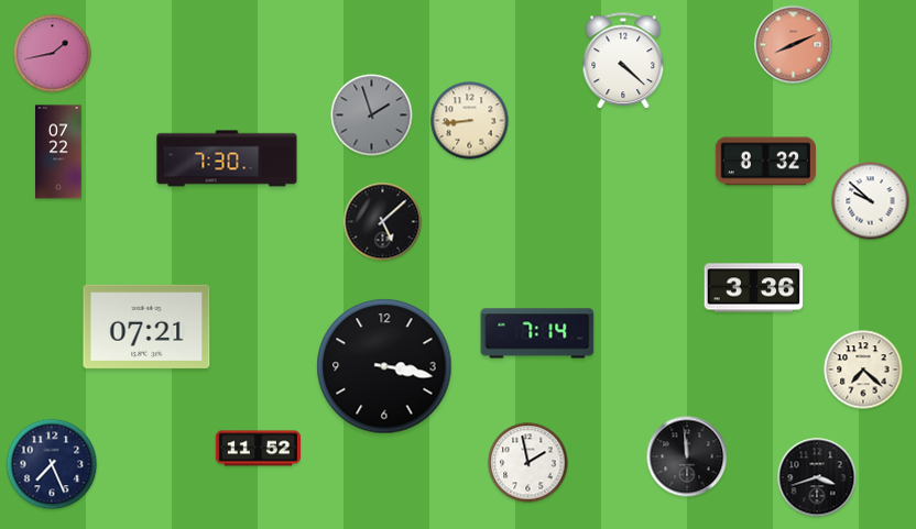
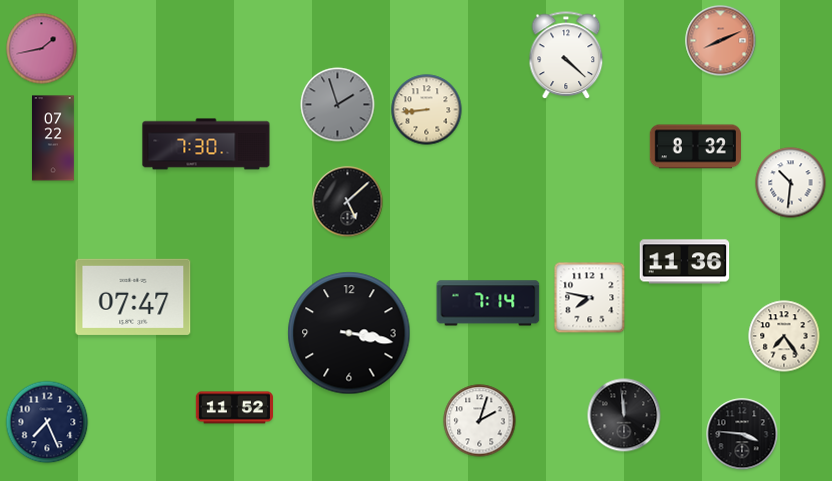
clock at (53, 54) position: (53, 54) -> (42, 49)
clock at (871, 201): 9:52 -> 10:31
clock at (754, 288): 3:36 -> 11:36
clock at (146, 327): 07:21 -> 07:47
clock at (590, 298): none -> 7:47
clock at (863, 370): 7:22 -> 7:24
clock at (528, 463): 1:58 -> 2:03
clock at (817, 477): 3:42 -> 3:46
